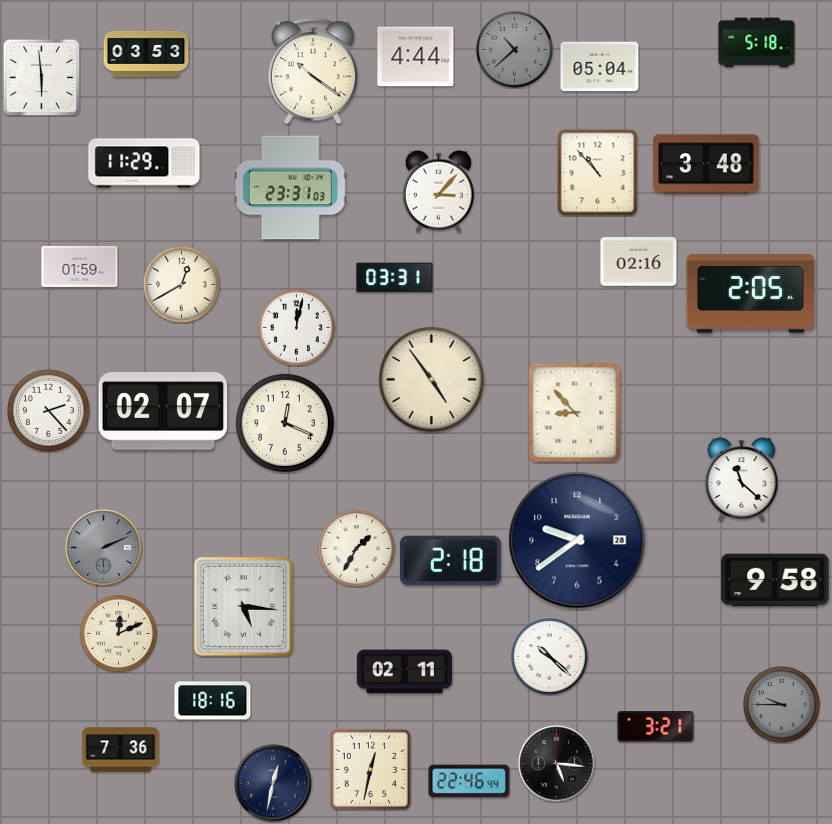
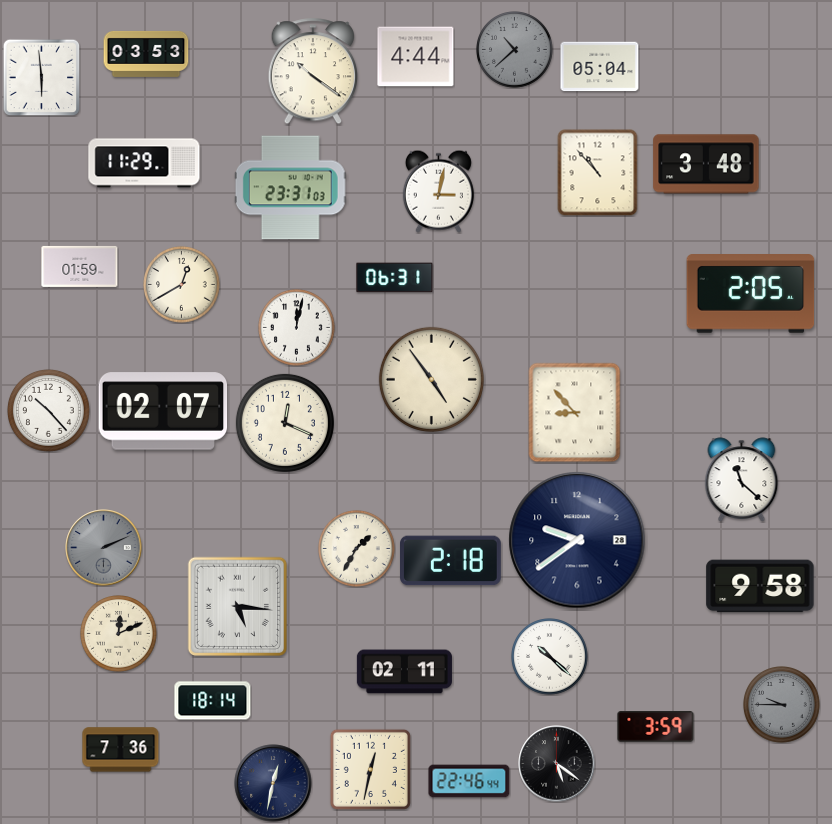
clock at (757, 43): 5:18 -> none
clock at (438, 191): 3:07 -> 3:02
clock at (639, 262): 02:16 -> none
clock at (395, 278): 03:31 -> 06:31
clock at (49, 411): 2:23 -> 10:23
clock at (775, 580) position: (775, 580) -> (760, 586)
clock at (243, 606) position: (243, 606) -> (237, 606)
clock at (213, 701): 18:16 -> 18:14
clock at (656, 727): 3:21 -> 3:59
clock at (557, 764): 5:16 -> 5:21
